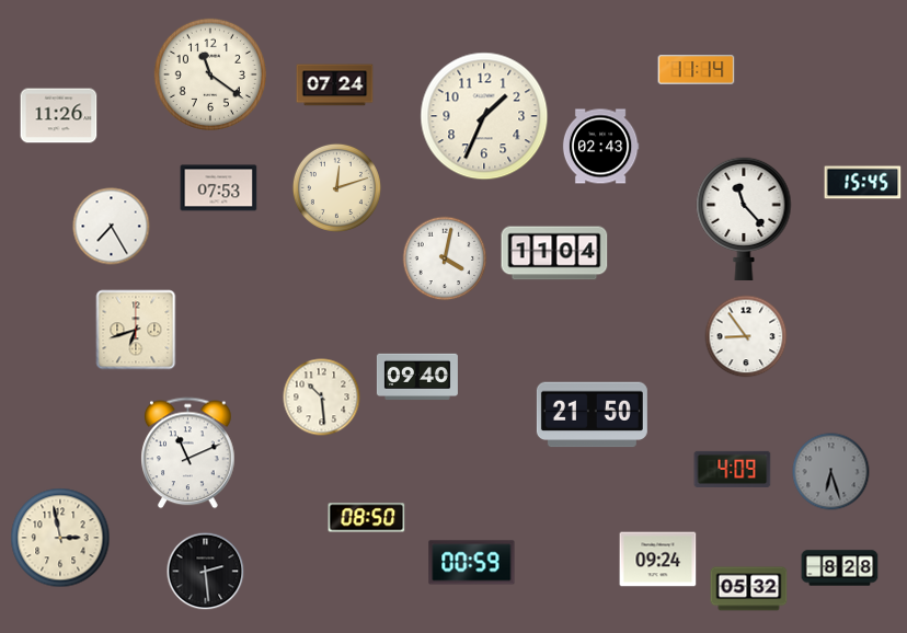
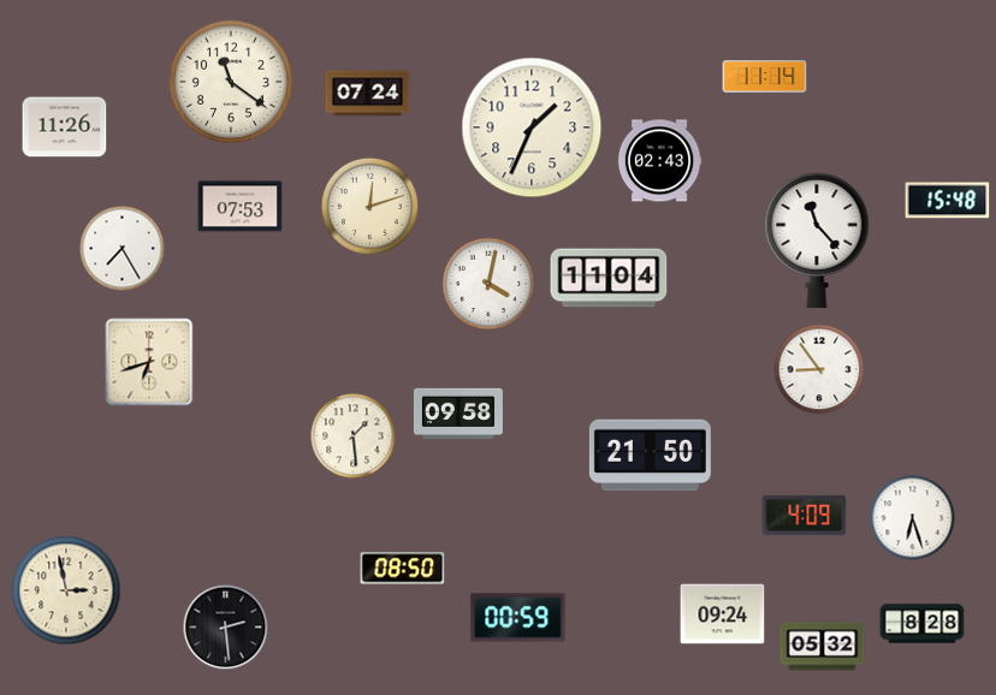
clock at (863, 183): 15:45 -> 15:48
clock at (417, 377): 09:40 -> 09:58
clock at (322, 398): 10:29 -> 1:29
clock at (188, 453): 11:11 -> none
clock at (831, 472) dial: grey -> white
